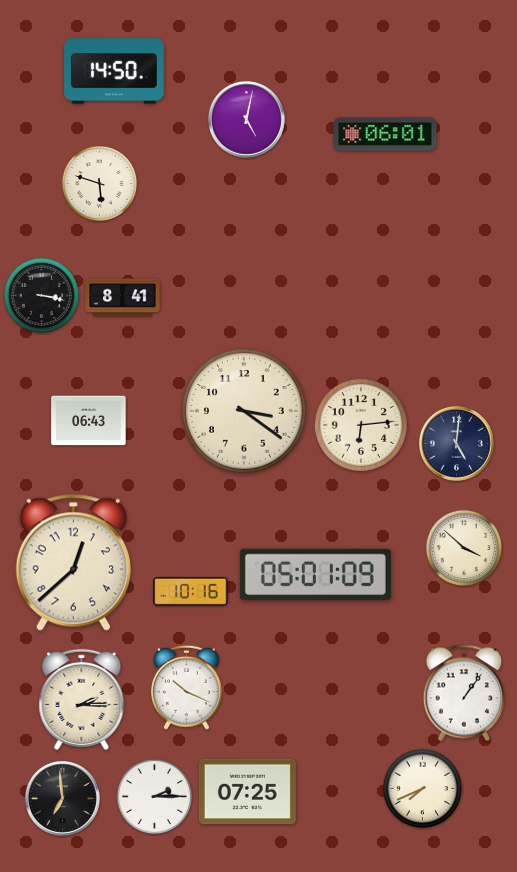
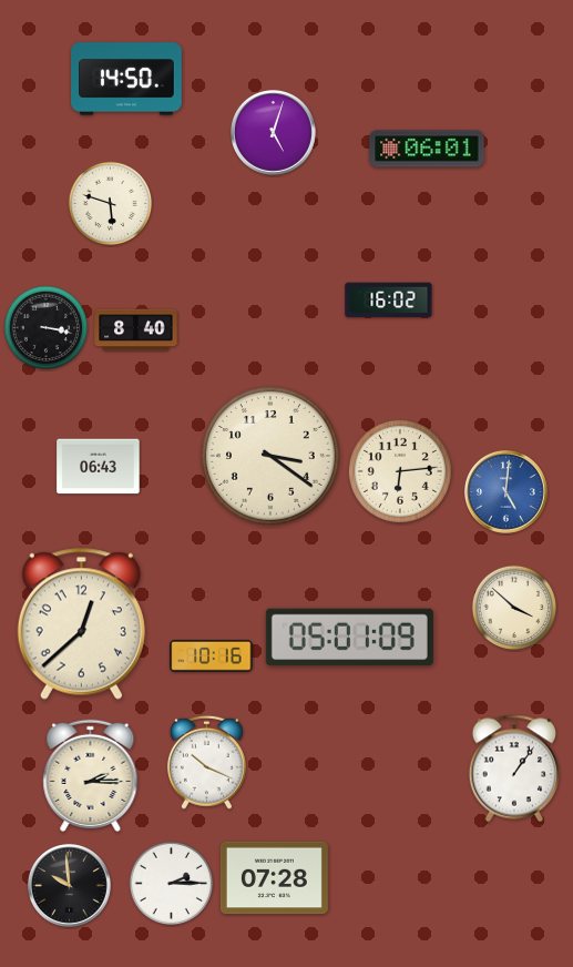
clock at (246, 119): 5:02 -> 5:03
clock at (389, 301): none -> 16:02
clock at (123, 298): 8:41 -> 8:40
clock at (456, 443) dial: navy -> blue
clock at (422, 788): 7:41 -> none
clock at (247, 792): 07:25 -> 07:28
clock at (62, 798): 6:59 -> 9:59
